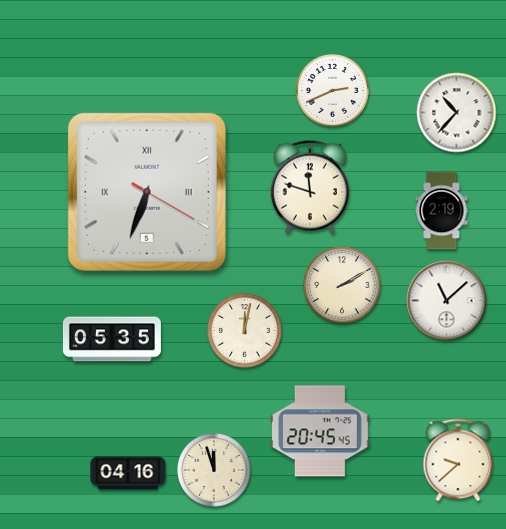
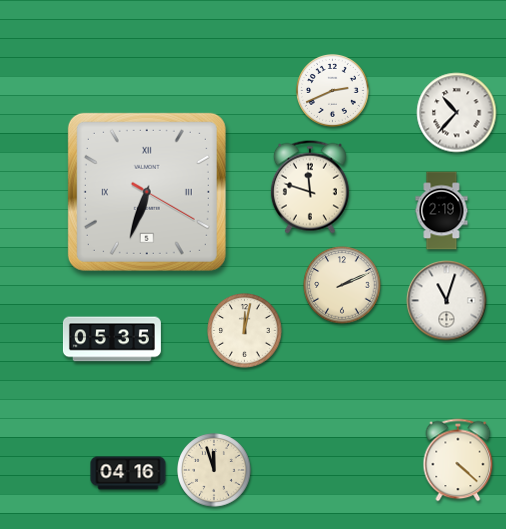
clock at (342, 285): 2:10 -> 2:11
clock at (447, 301): 11:08 -> 11:03
clock at (320, 431): 20:45 -> none
clock at (458, 460): 9:38 -> 4:22
